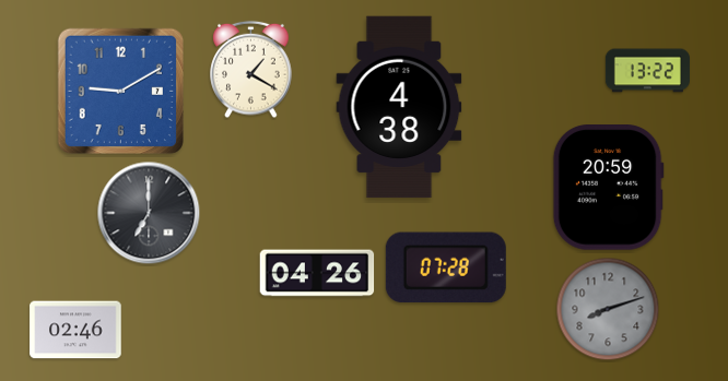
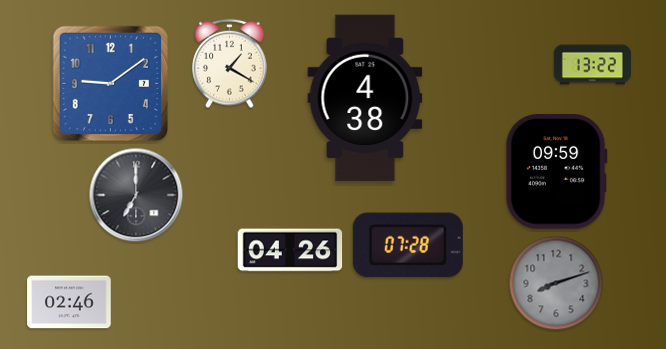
clock at (120, 91): 9:10 -> 9:09
clock at (608, 188): 20:59 -> 09:59
